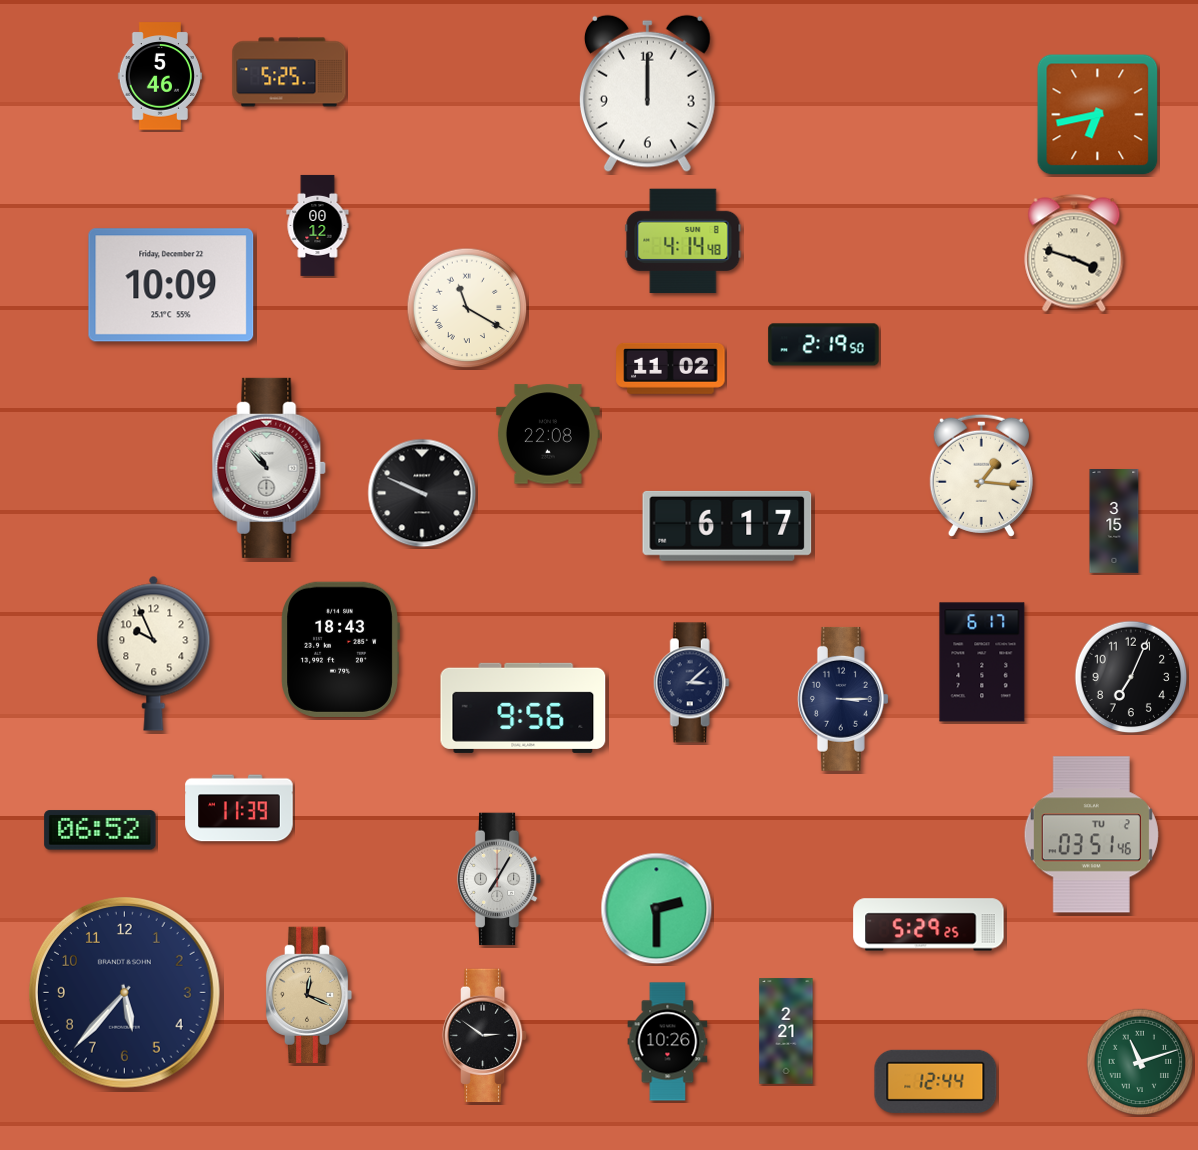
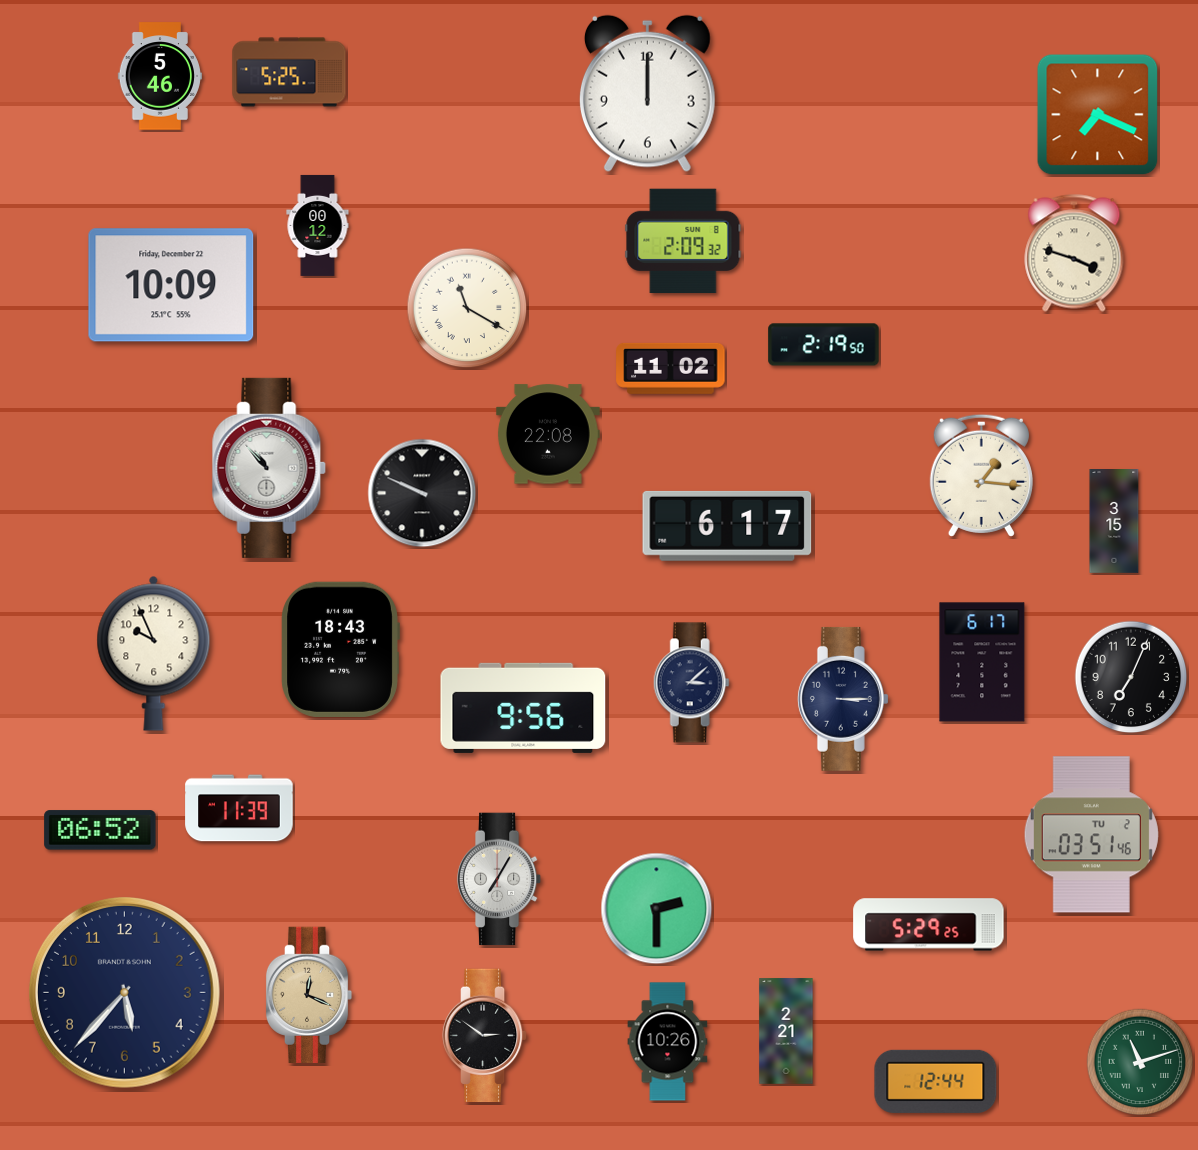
clock at (1098, 115): 6:43 -> 7:19
clock at (683, 241): 4:14 -> 2:09
